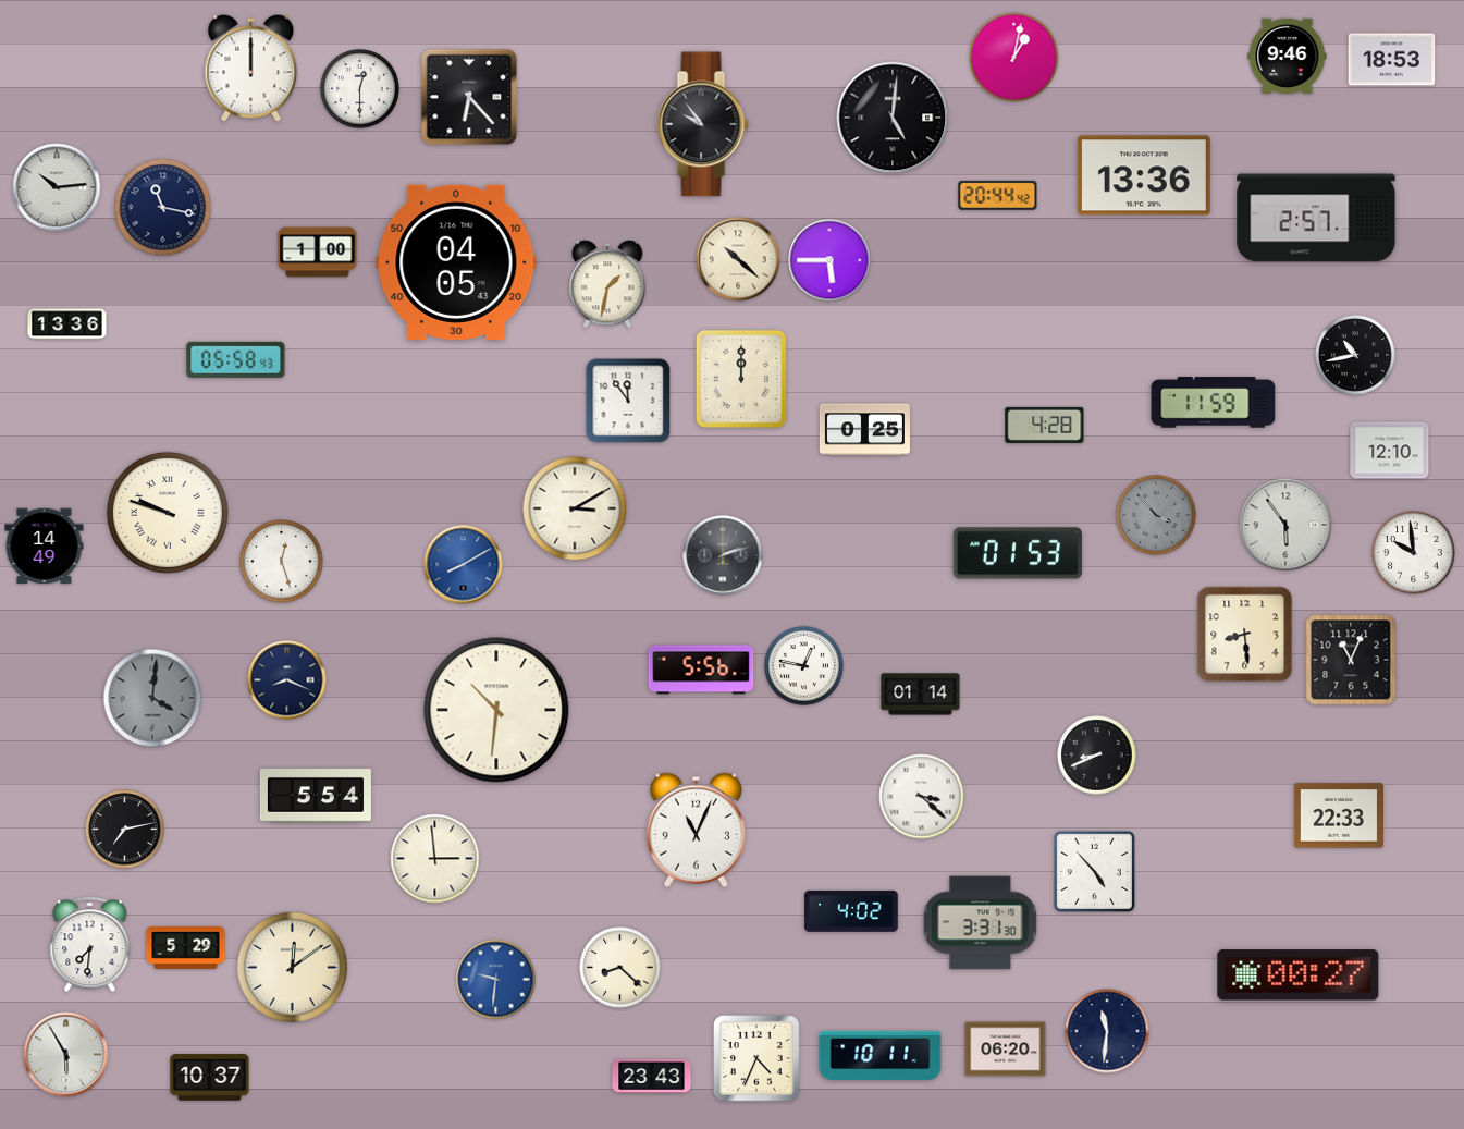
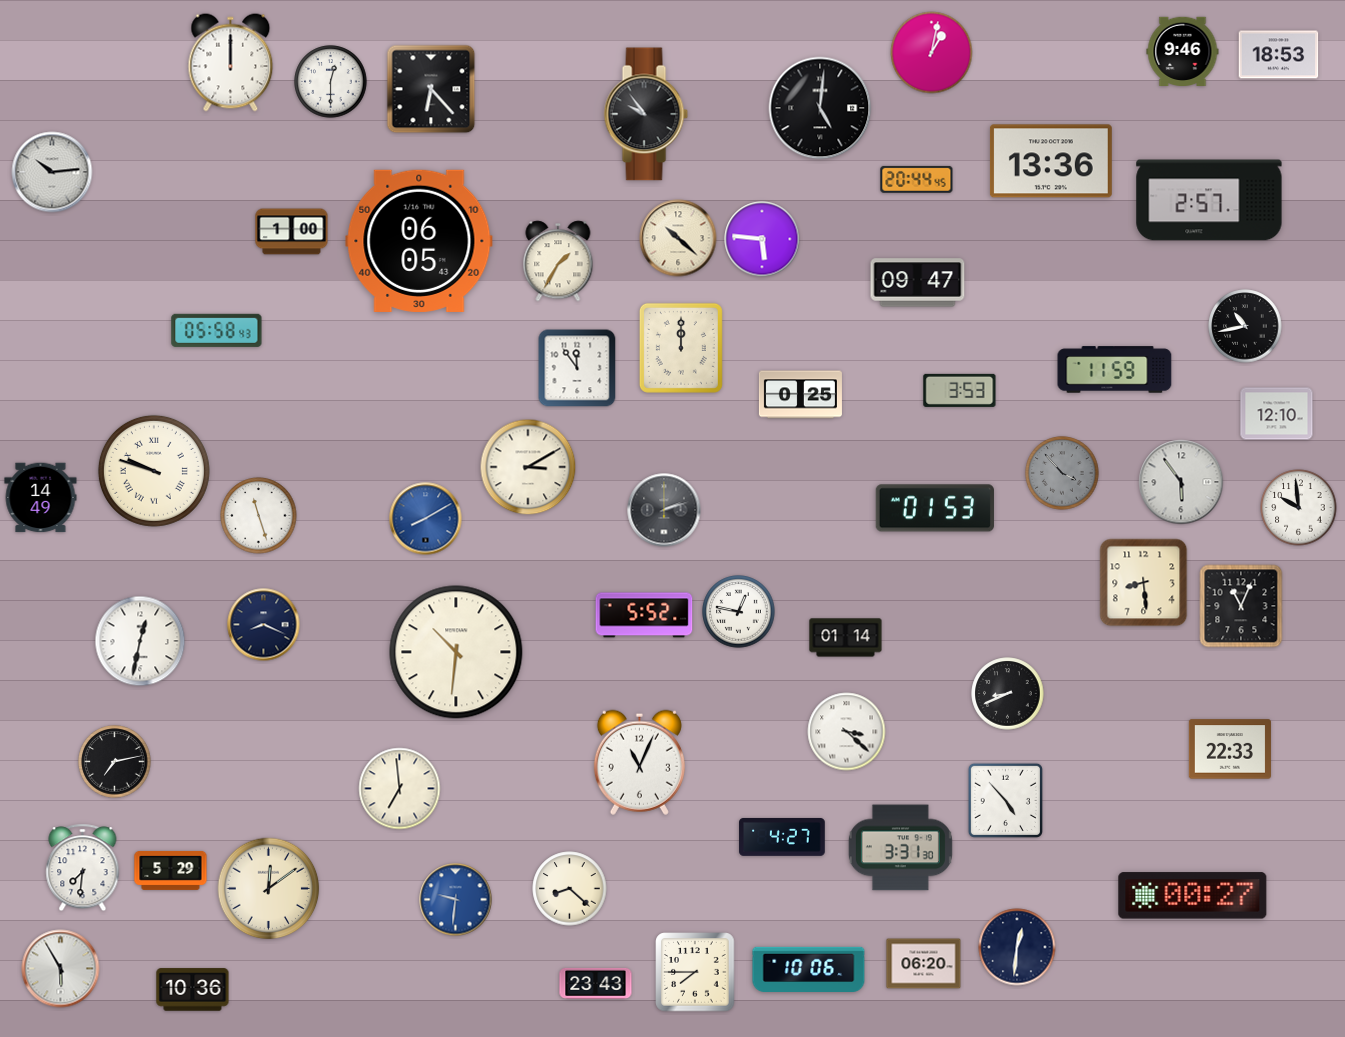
clock at (998, 195): 20:44:42 -> 20:44:45
clock at (163, 208): 11:17 -> none
clock at (829, 260): 5:45 -> 5:46
clock at (456, 262): 04:05 -> 06:05
clock at (607, 284): 1:32 -> 1:35
clock at (918, 283): none -> 09:47
clock at (67, 324): 13:36 -> none
clock at (1045, 425): 4:28 -> 3:53
clock at (864, 430) position: (864, 430) -> (800, 395)
clock at (45, 547) position: (45, 547) -> (41, 498)
clock at (282, 562): 12:27 -> 11:27
clock at (701, 670): 5:56 -> 5:52
clock at (152, 698): 4:01 -> 12:32
clock at (152, 698) dial: grey -> white
clock at (316, 797): 5:54 -> none
clock at (435, 859): 2:59 -> 6:59
clock at (851, 911): 4:02 -> 4:27
clock at (1107, 1031): 11:31 -> 12:31
clock at (881, 1055): 10:11 -> 10:06
clock at (756, 1058): 4:34 -> 7:45
clock at (652, 1076) position: (652, 1076) -> (596, 983)
clock at (210, 1078): 10:37 -> 10:36
